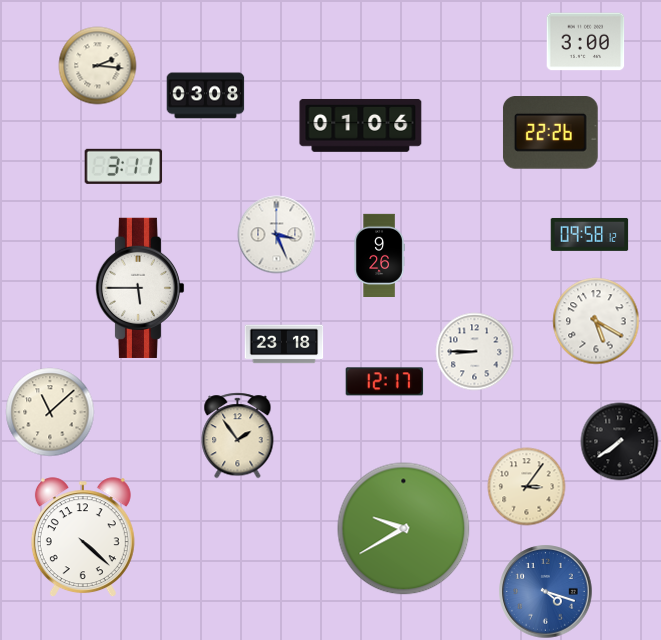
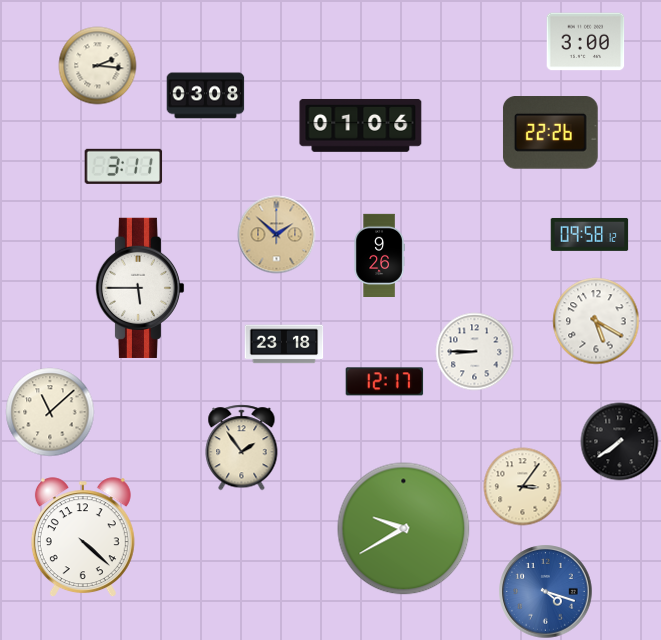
clock at (276, 234): 3:26 -> 1:52
clock at (276, 234) dial: white -> champagne
clock at (238, 435) position: (238, 435) -> (242, 447)
clock at (526, 486) position: (526, 486) -> (522, 486)
